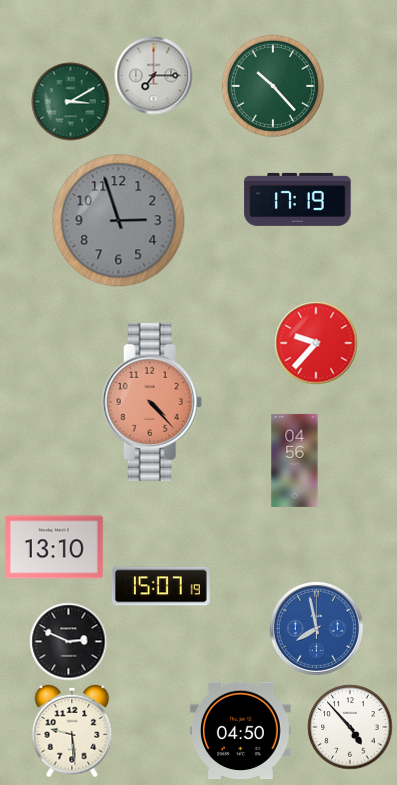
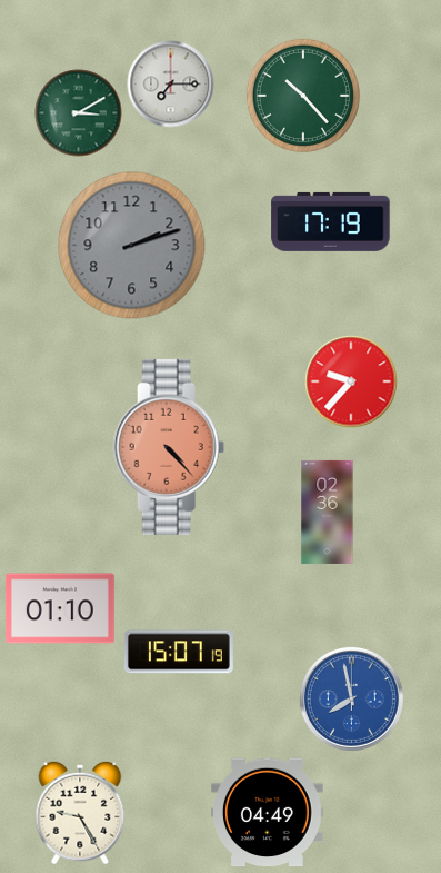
clock at (119, 221): 2:57 -> 2:12
clock at (295, 460): 04:56 -> 02:36
clock at (54, 547): 13:10 -> 01:10
clock at (68, 641): 2:49 -> none
clock at (350, 727): 4:53 -> none
clock at (72, 731): 9:29 -> 9:25
clock at (241, 731): 04:50 -> 04:49
